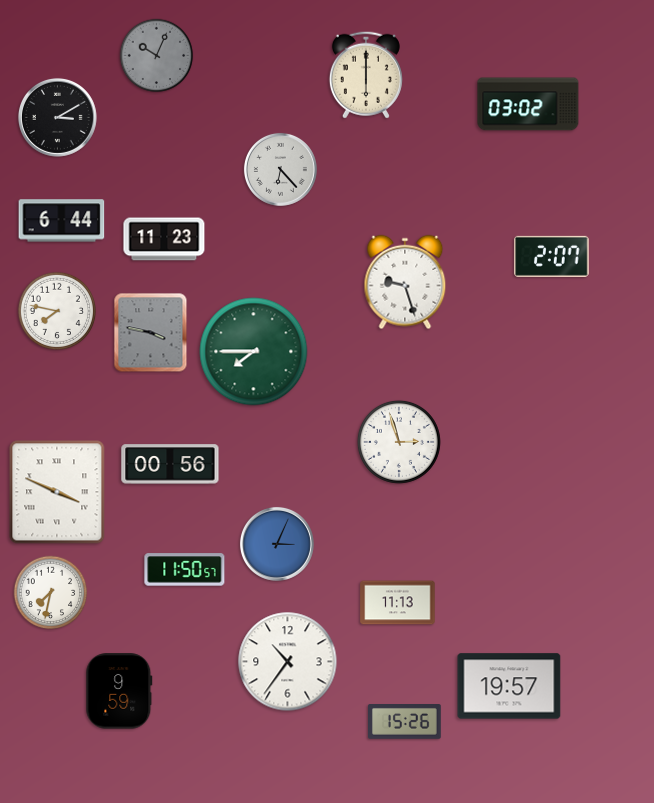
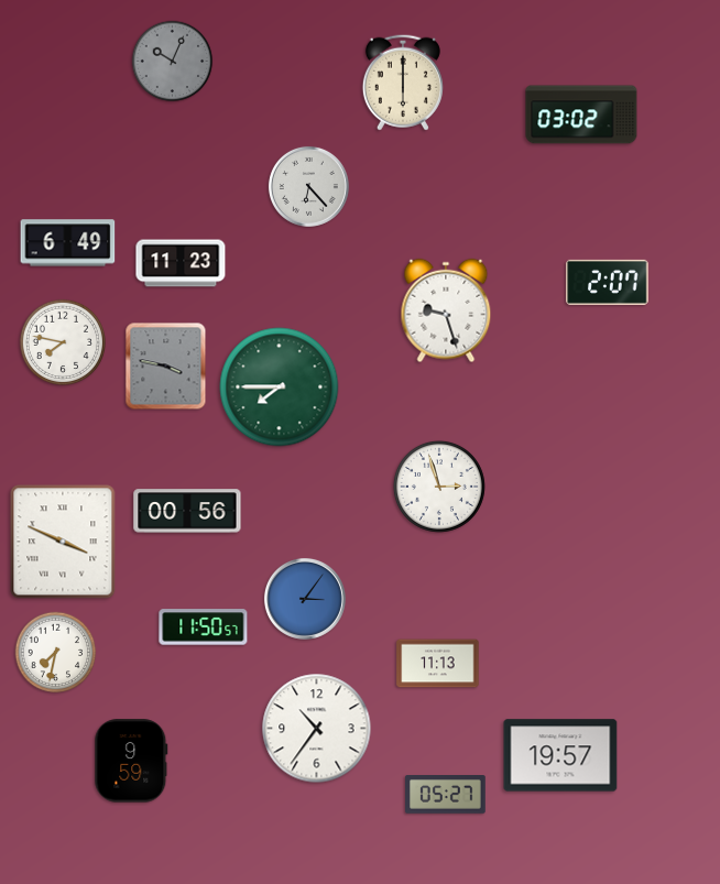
clock at (57, 117): 3:10 -> none
clock at (62, 221): 6:44 -> 6:49
clock at (277, 544): 3:04 -> 3:06
clock at (405, 722): 15:26 -> 05:27
